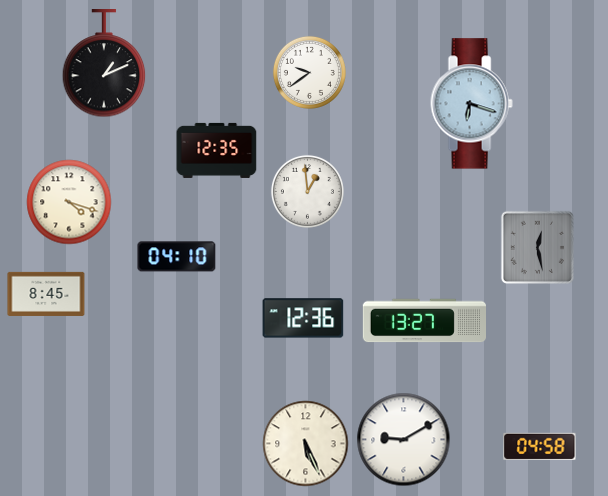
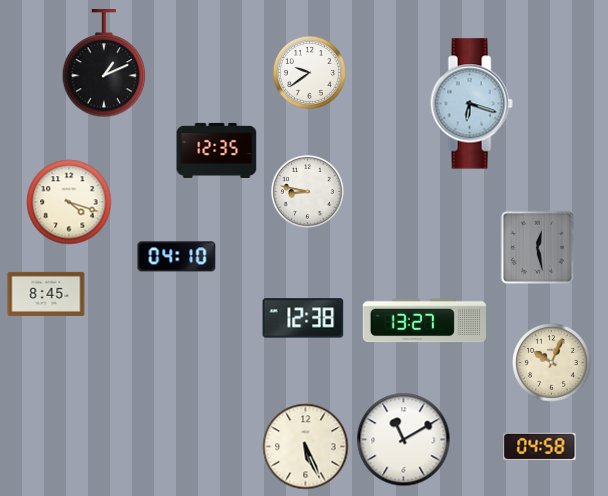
clock at (307, 191): 12:59 -> 8:47
clock at (303, 318): 12:36 -> 12:38
clock at (552, 363): none -> 10:04
clock at (404, 440): 9:10 -> 11:10
clock at (306, 444) position: (306, 444) -> (306, 447)
